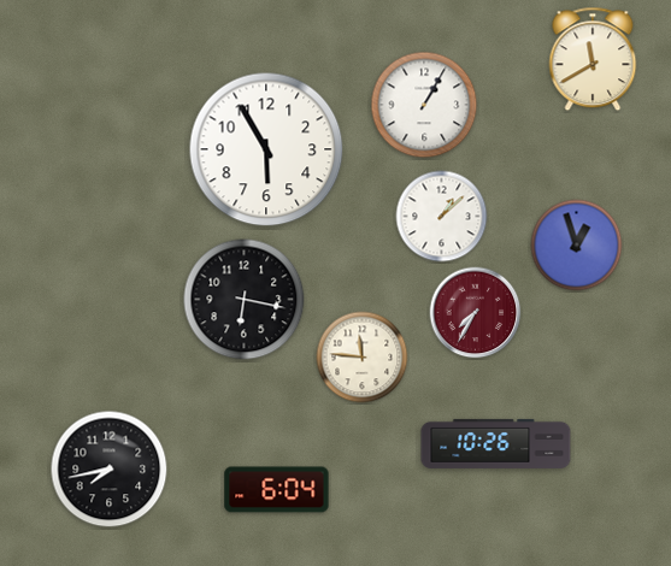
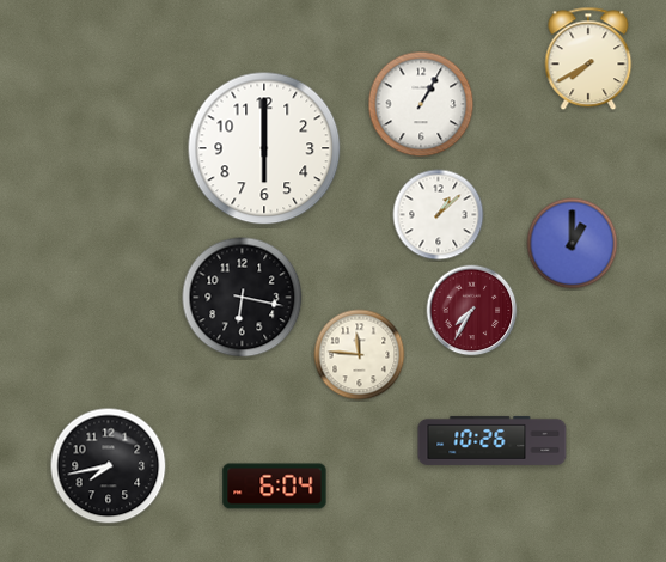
clock at (593, 59): 11:40 -> 7:40
clock at (266, 149): 5:55 -> 6:00
clock at (577, 246): 12:57 -> 1:00
